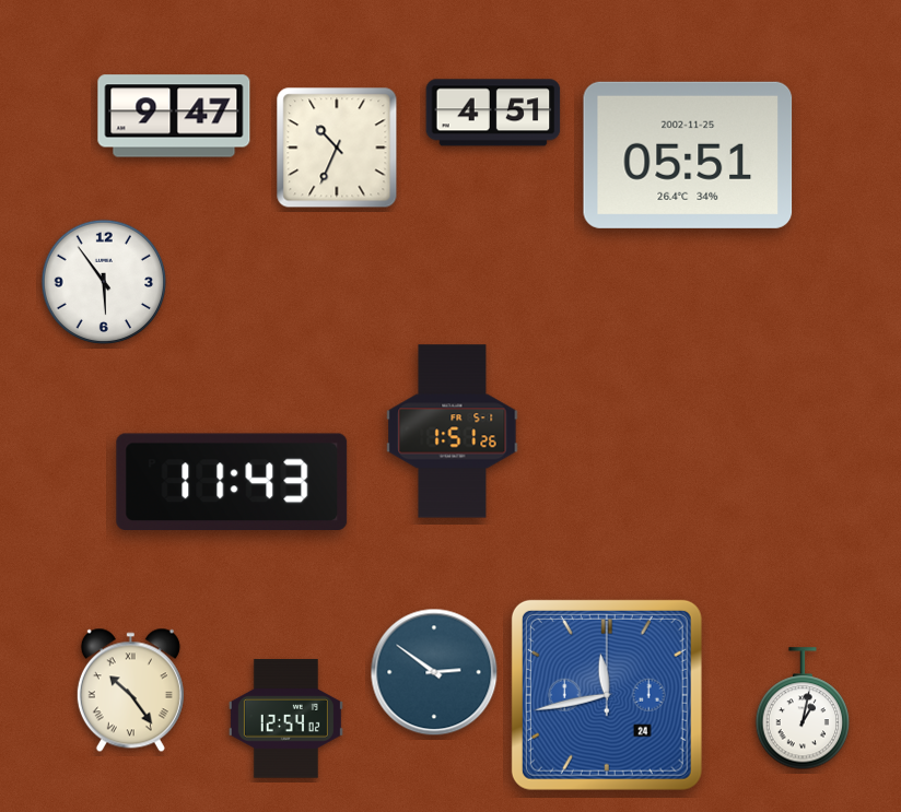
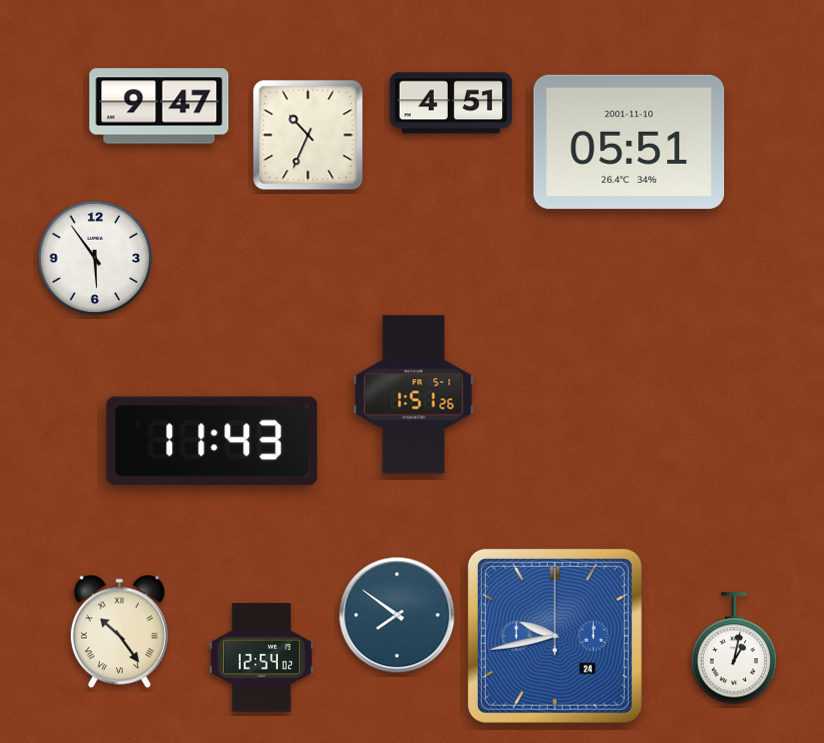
clock at (688, 155) date: 2002-11-25 -> 2001-11-10
clock at (434, 672): 2:51 -> 7:51
clock at (607, 695): 11:43 -> 9:43
